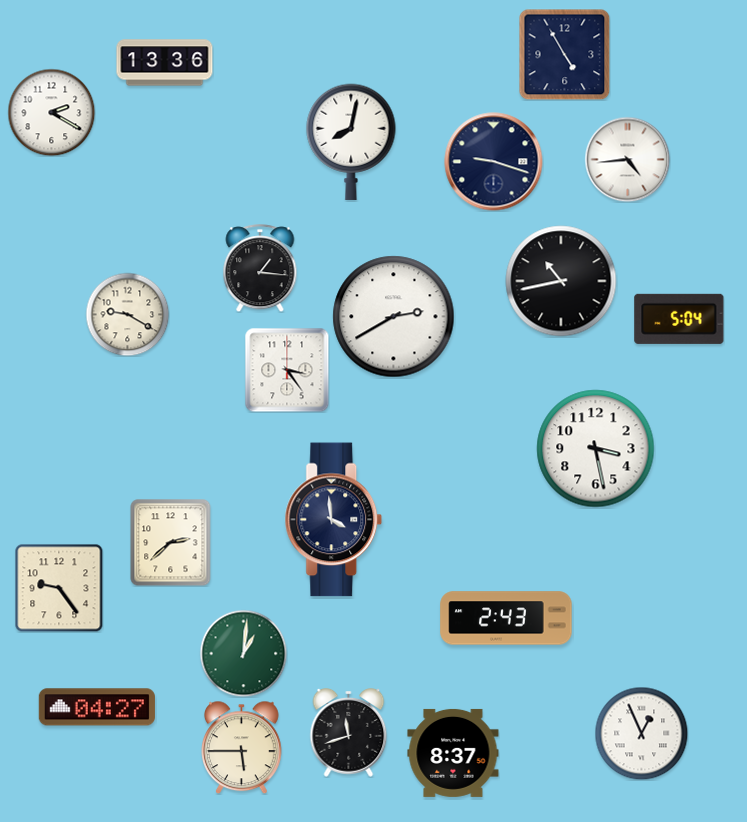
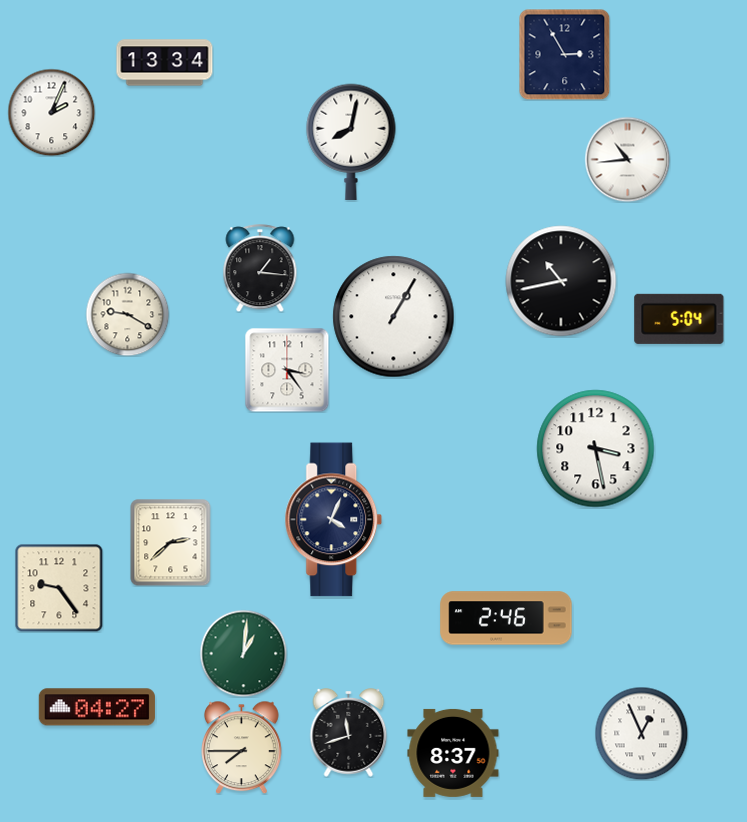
clock at (564, 54): 4:55 -> 2:55
clock at (165, 63): 13:36 -> 13:34
clock at (51, 112): 2:20 -> 2:04
clock at (627, 159): 4:44 -> 10:44
clock at (494, 162): 9:18 -> none
clock at (394, 317): 2:40 -> 1:05
clock at (334, 520): 3:59 -> 4:04
clock at (506, 618): 2:43 -> 2:46
clock at (242, 747): 5:45 -> 7:45
